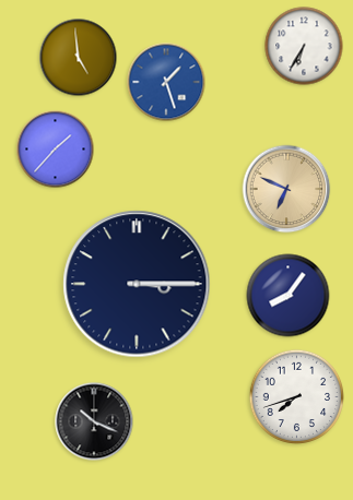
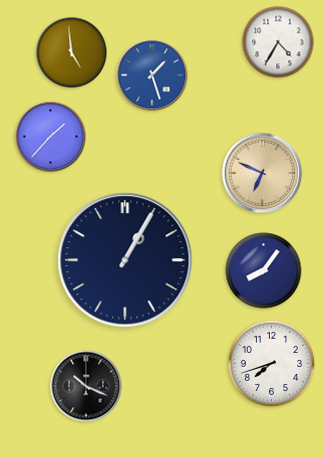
clock at (304, 46): 6:35 -> 4:35
clock at (137, 284): 3:15 -> 1:05
